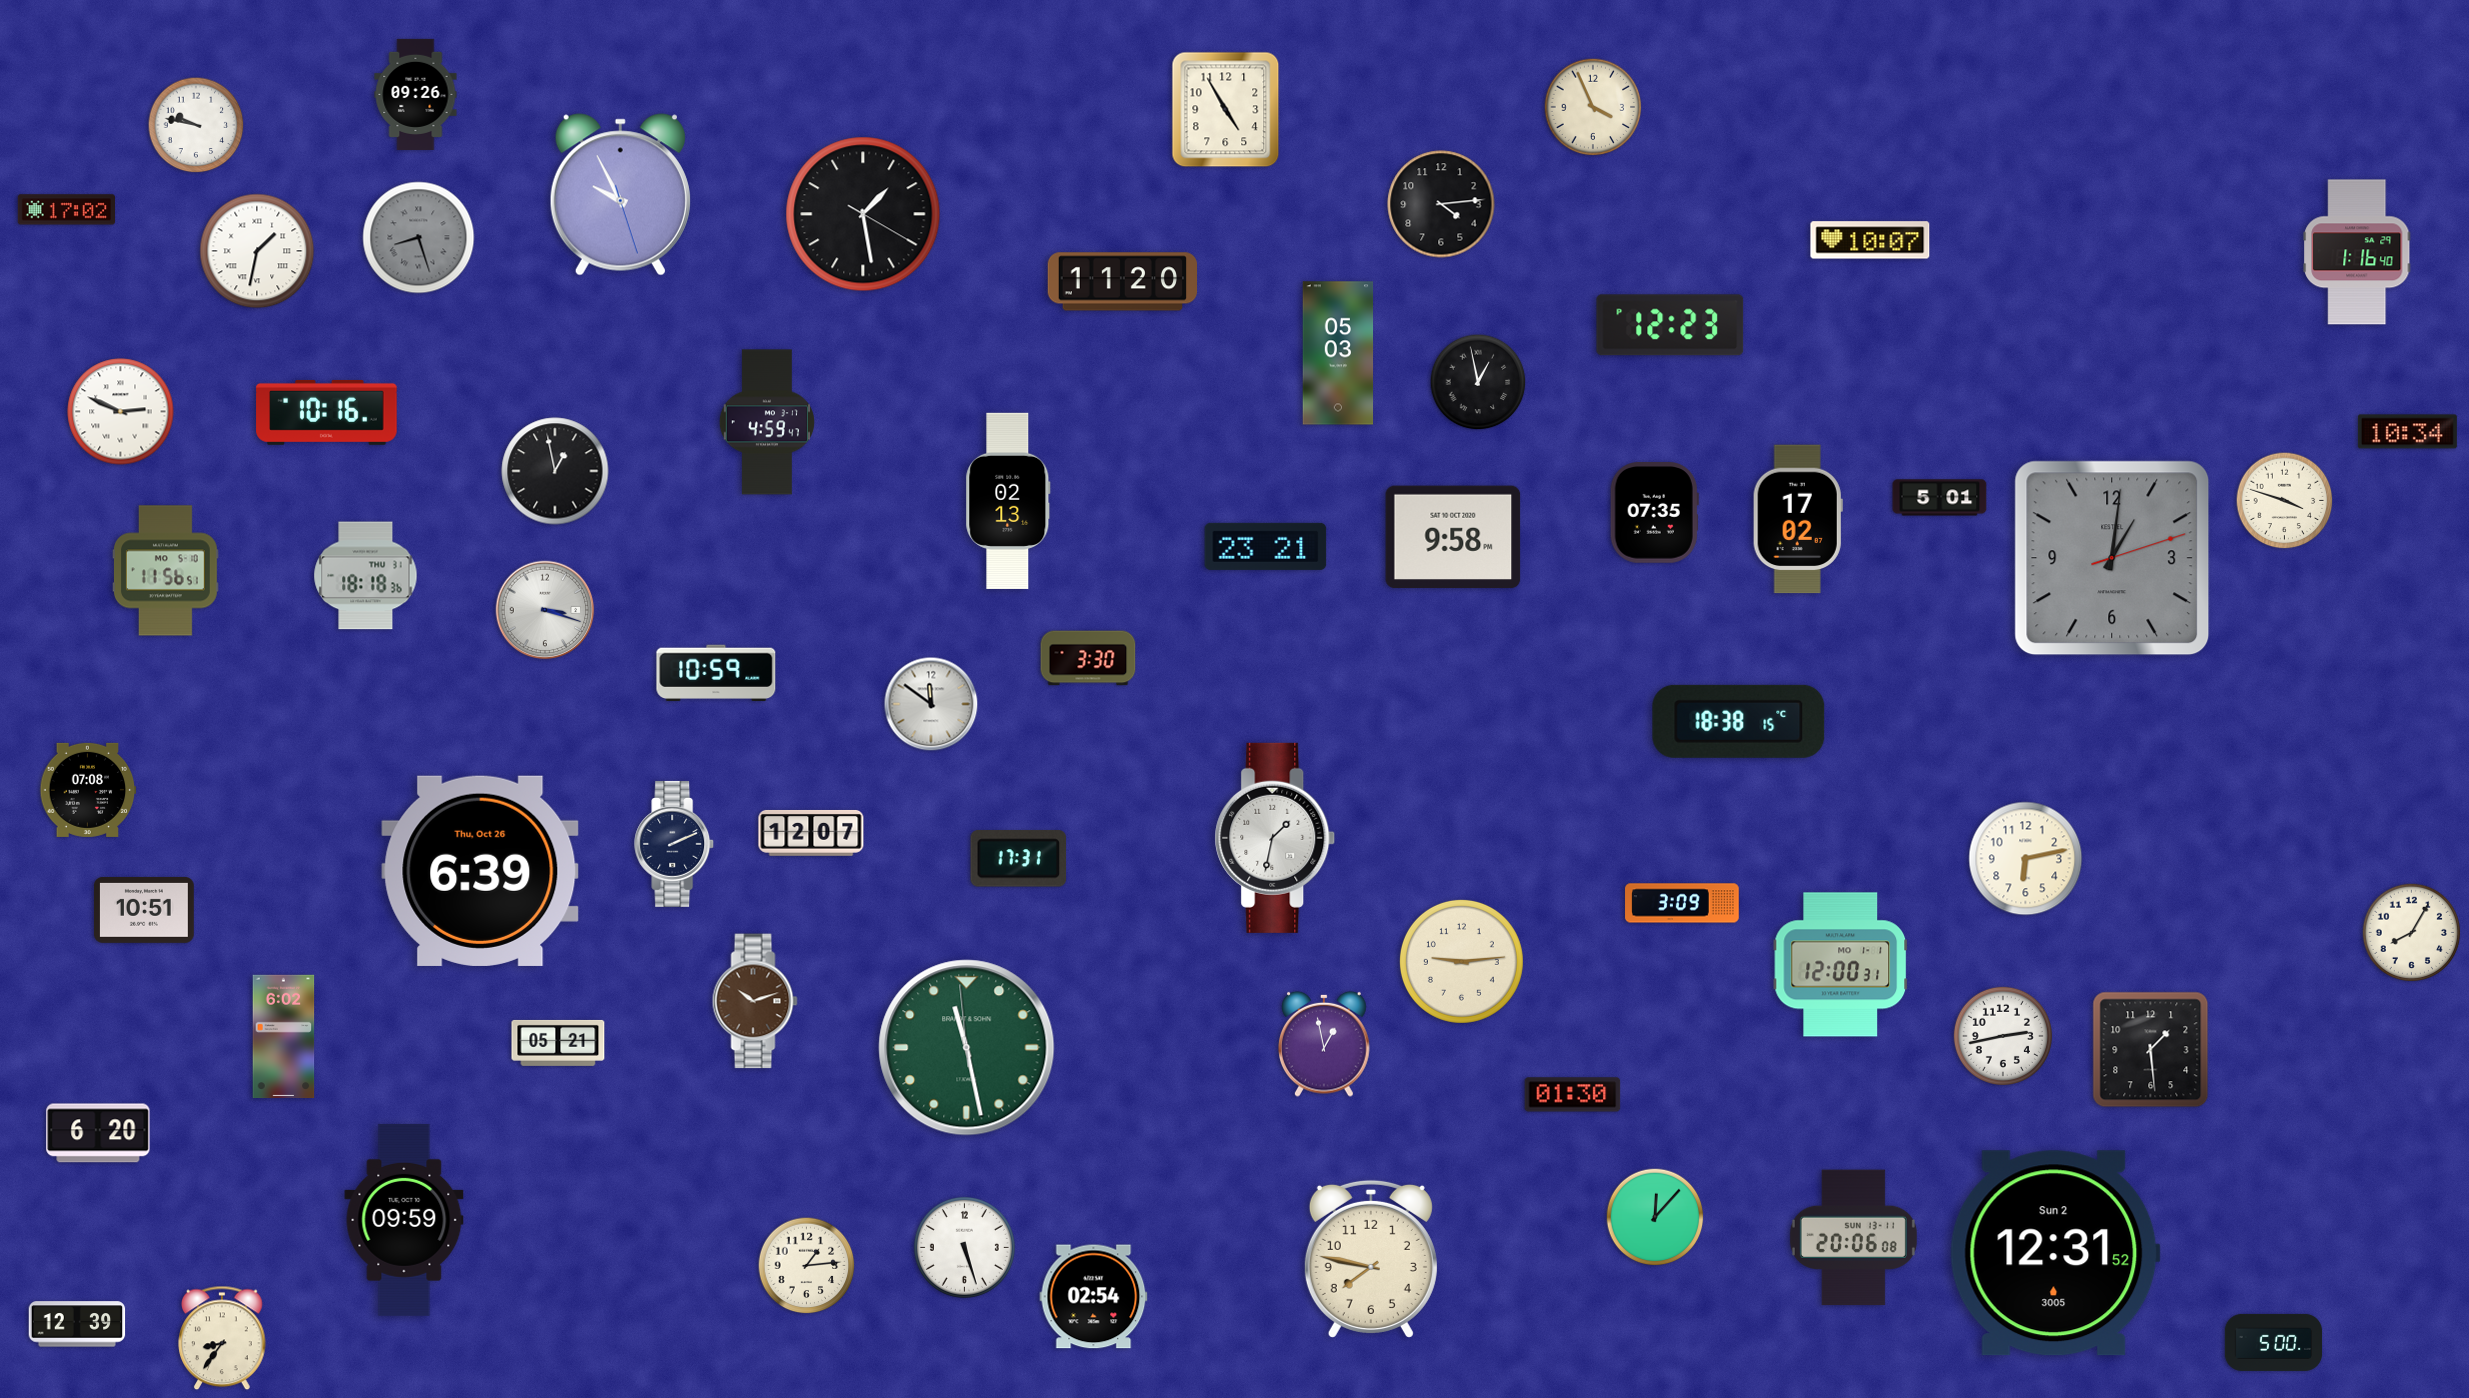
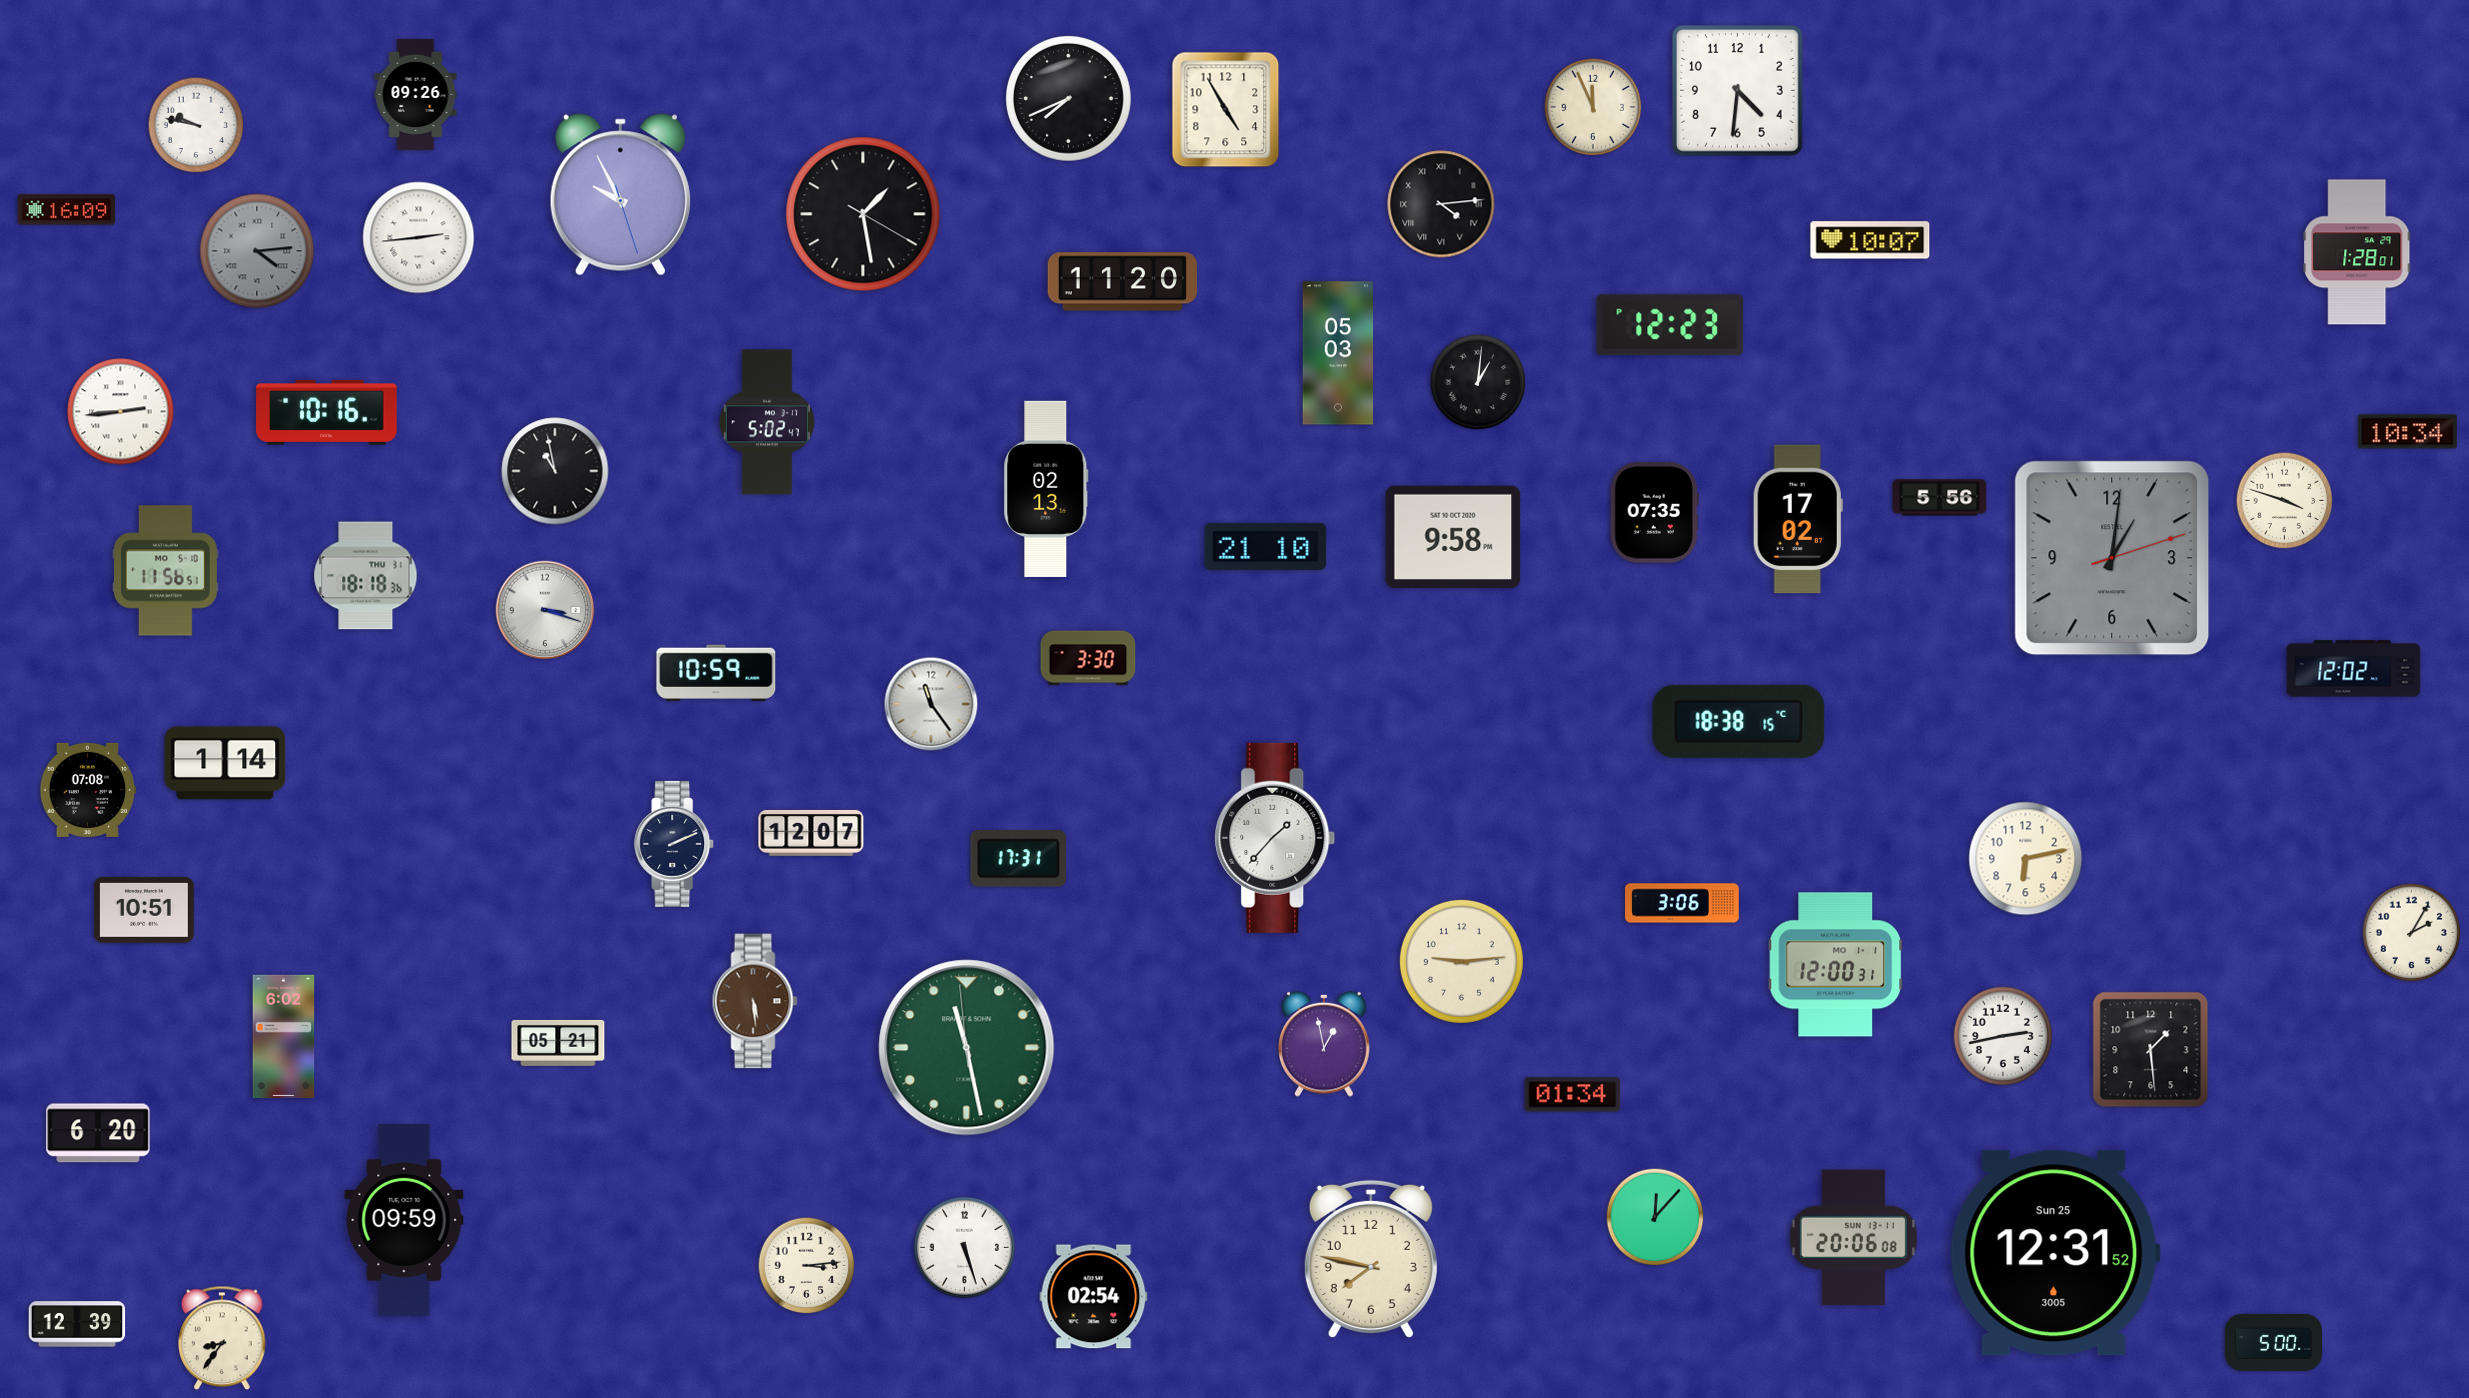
clock at (1738, 91): none -> 4:31
clock at (1068, 98): none -> 7:41
clock at (1593, 107): 3:56 -> 11:56
clock at (1441, 204) numerals: Arabic -> Roman
clock at (66, 210): 17:02 -> 16:09
clock at (419, 238): 8:27 -> 2:44
clock at (419, 238) dial: grey -> white
clock at (257, 251): 1:32 -> 4:14
clock at (257, 251) dial: white -> grey
clock at (2357, 252): 1:16 -> 1:28
clock at (1478, 382): 12:58 -> 1:01
clock at (121, 412): 2:49 -> 2:44
clock at (767, 422): 4:59 -> 5:02
clock at (555, 471): 12:58 -> 10:58
clock at (1940, 498): 5:01 -> 5:56
clock at (1008, 501) position: (1008, 501) -> (1046, 489)
clock at (1266, 546): 23:21 -> 21:10
clock at (2354, 669): none -> 12:02
clock at (931, 704): 11:51 -> 11:24
clock at (225, 763): none -> 1:14
clock at (1275, 838): 1:32 -> 1:37
clock at (480, 871): 6:39 -> none
clock at (1682, 903): 3:09 -> 3:06
clock at (2412, 933): 8:05 -> 2:05
clock at (1841, 965) position: (1841, 965) -> (1836, 965)
clock at (755, 1001): 10:12 -> 5:29
clock at (1573, 1095): 01:30 -> 01:34
clock at (2055, 1253) date: Sun 2 -> Sun 25
clock at (807, 1266): 1:14 -> 3:14
